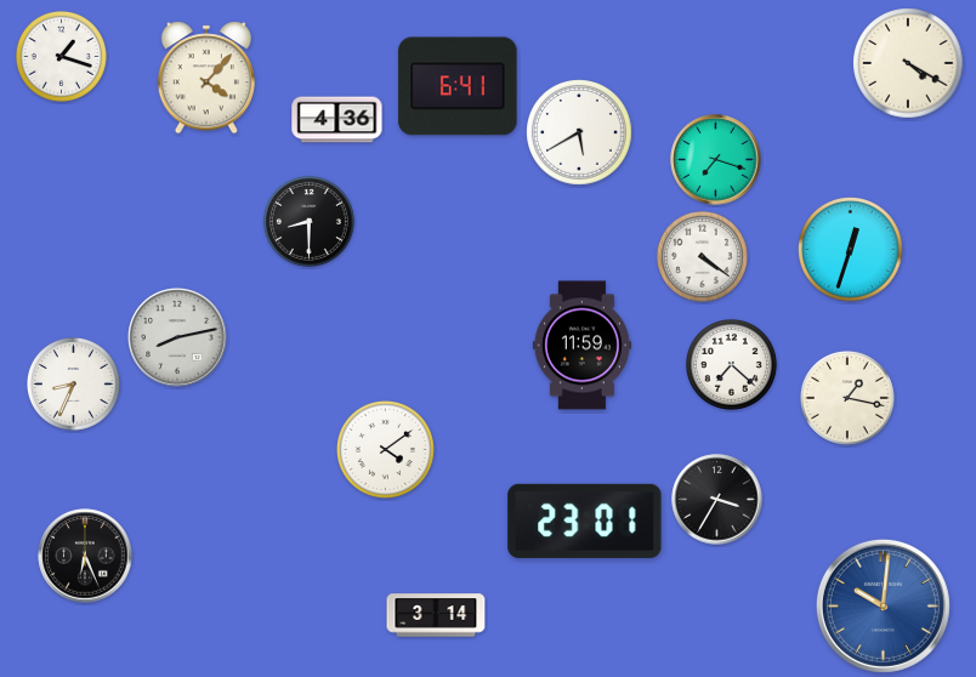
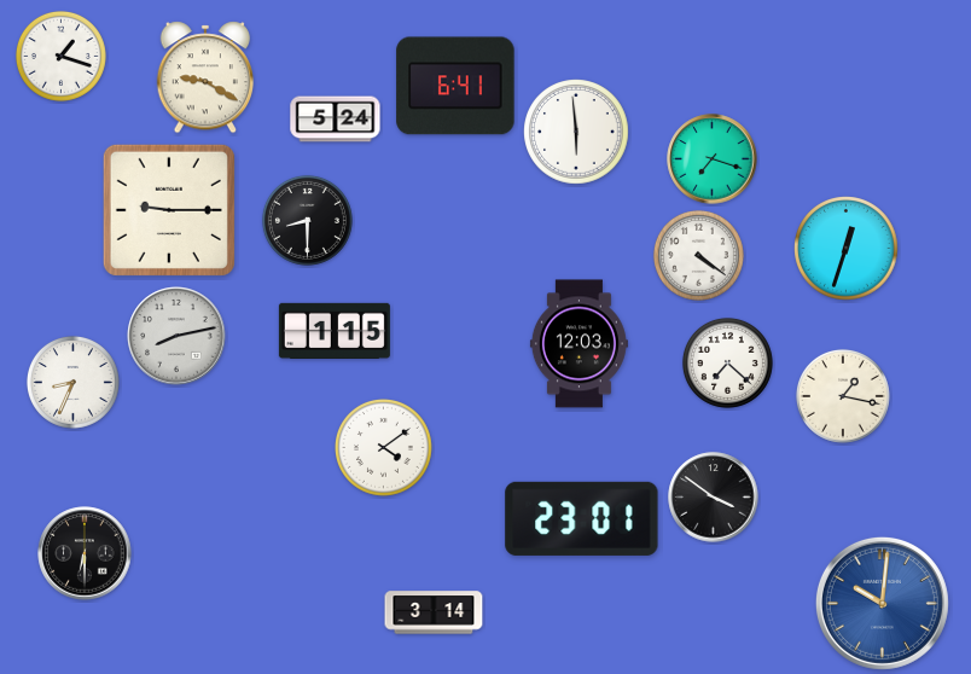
clock at (908, 63): 4:20 -> none
clock at (206, 78): 4:07 -> 9:20
clock at (337, 120): 4:36 -> 5:24
clock at (579, 132): 5:40 -> 5:59
clock at (169, 210): none -> 9:15
clock at (335, 331): none -> 1:15
clock at (581, 346): 11:59 -> 12:03
clock at (717, 500): 3:35 -> 3:51
clock at (85, 556): 6:26 -> 6:30
clock at (883, 605) position: (883, 605) -> (882, 603)
